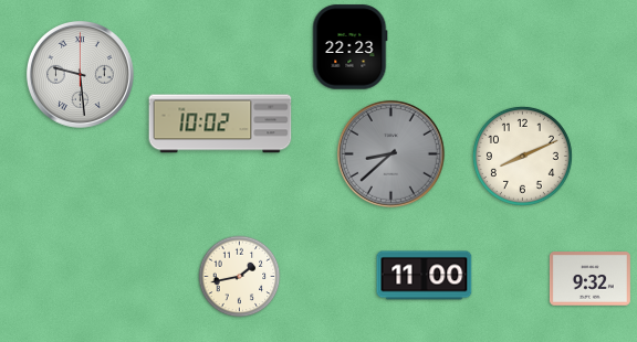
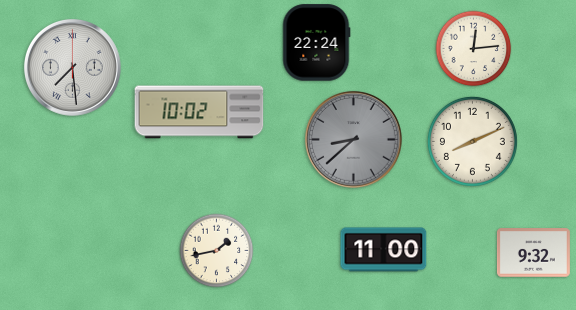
clock at (351, 47): 22:23 -> 22:24
clock at (474, 49): none -> 12:14
clock at (80, 74): 9:29 -> 7:29
